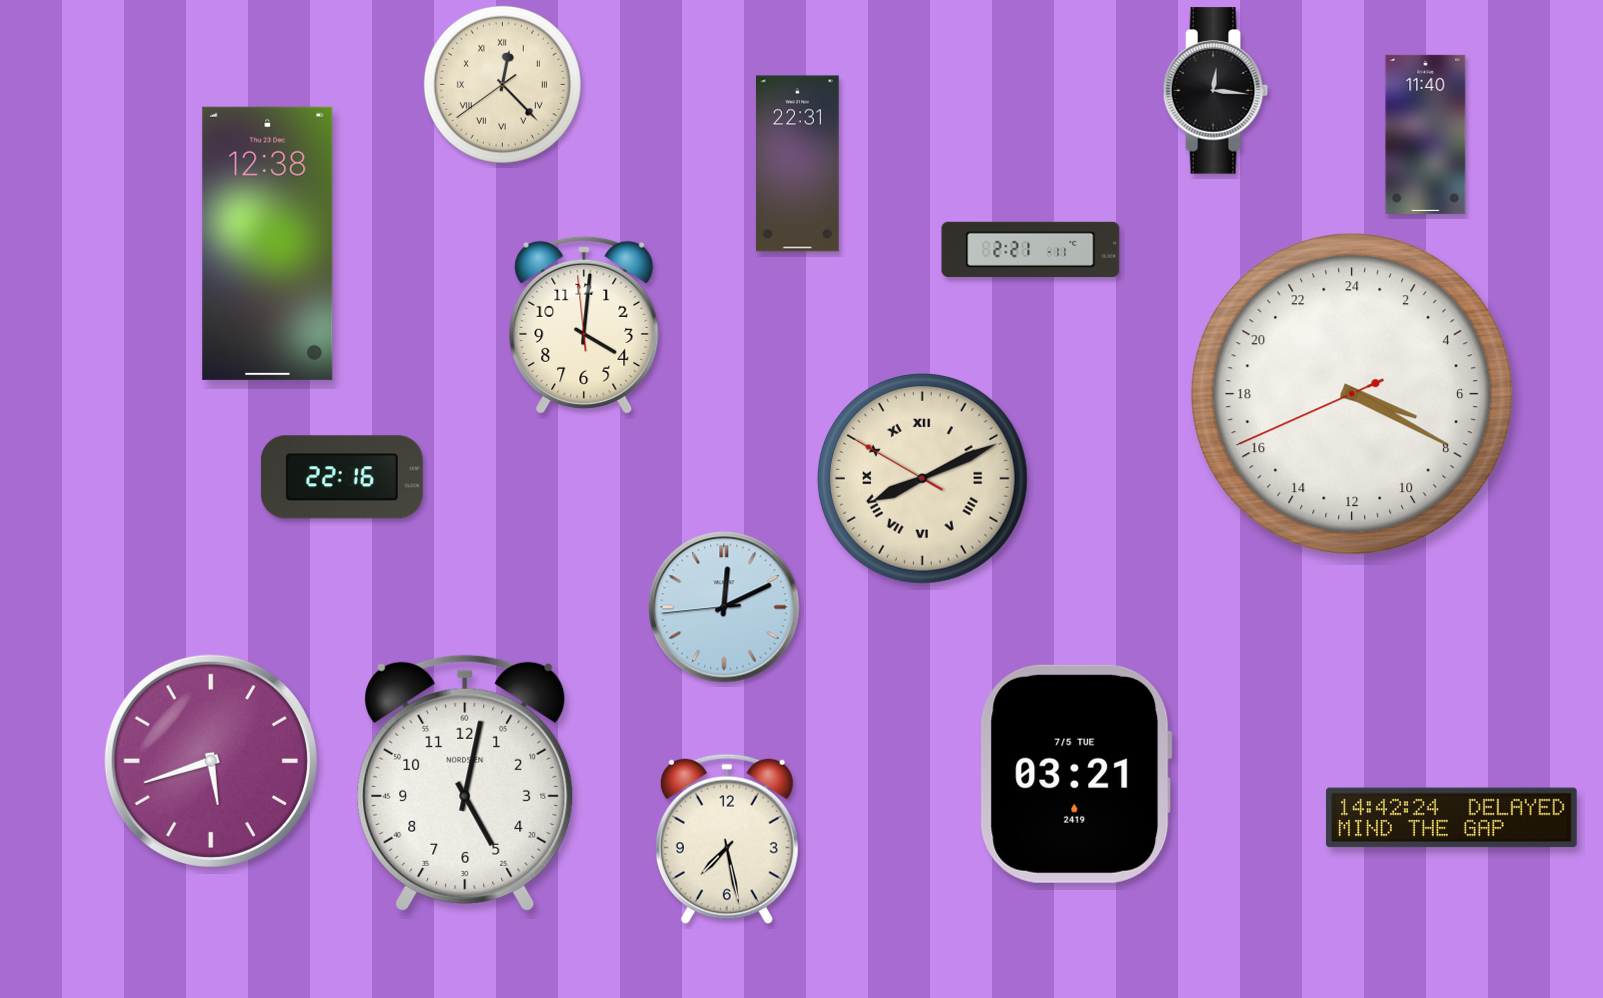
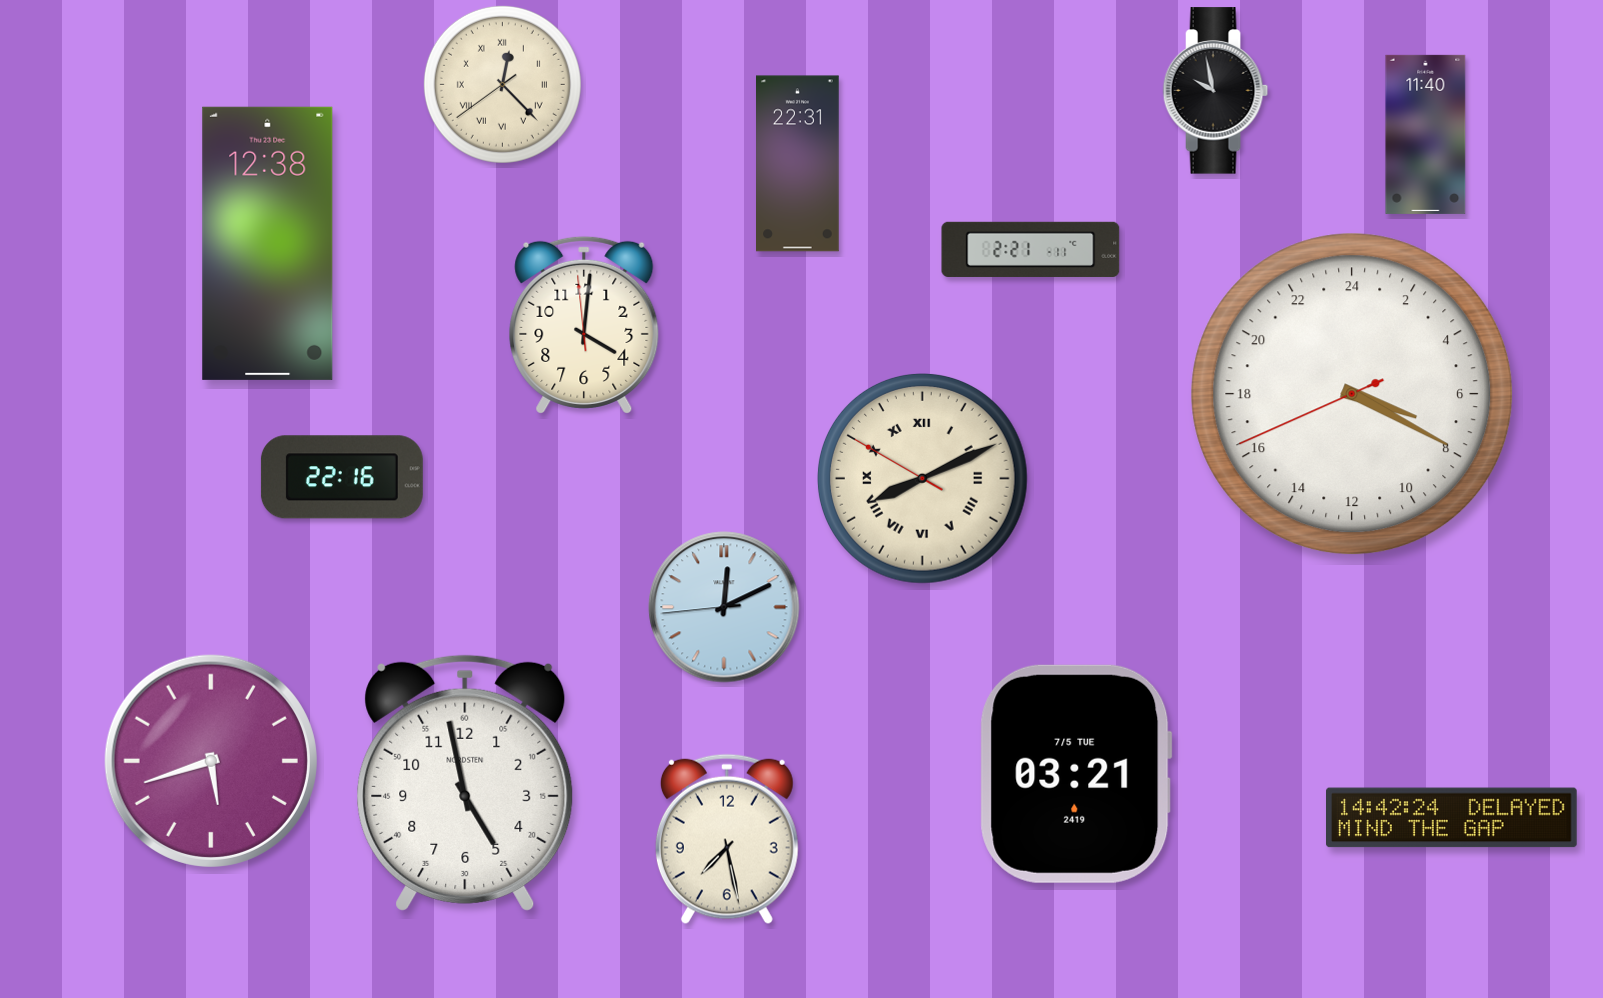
clock at (1216, 91): 12:16 -> 9:58
clock at (465, 783): 5:02 -> 4:58
